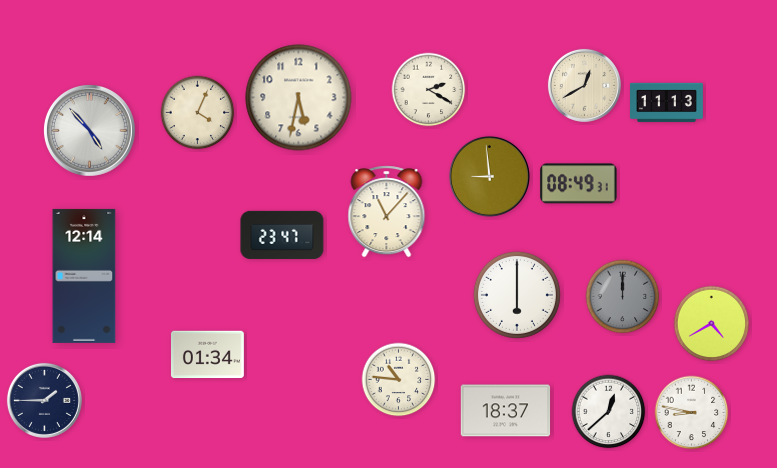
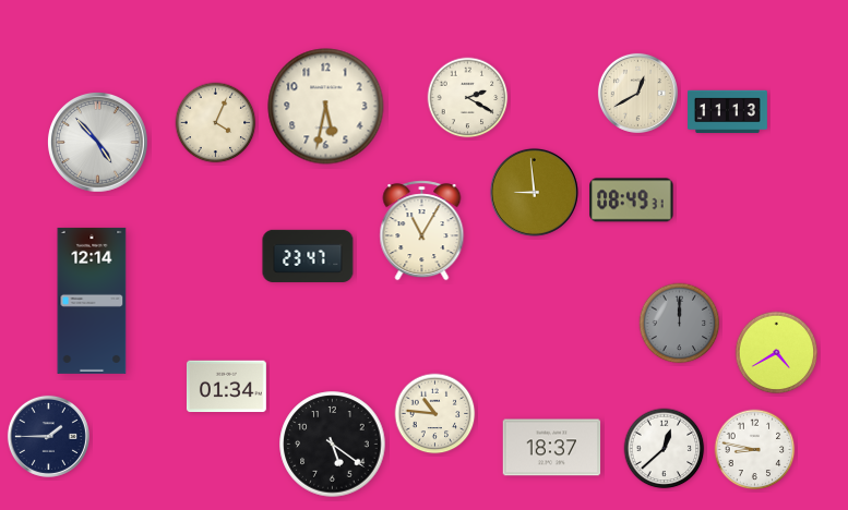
clock at (387, 212): 11:07 -> 11:05
clock at (517, 295): 6:00 -> none
clock at (333, 445): none -> 5:21
